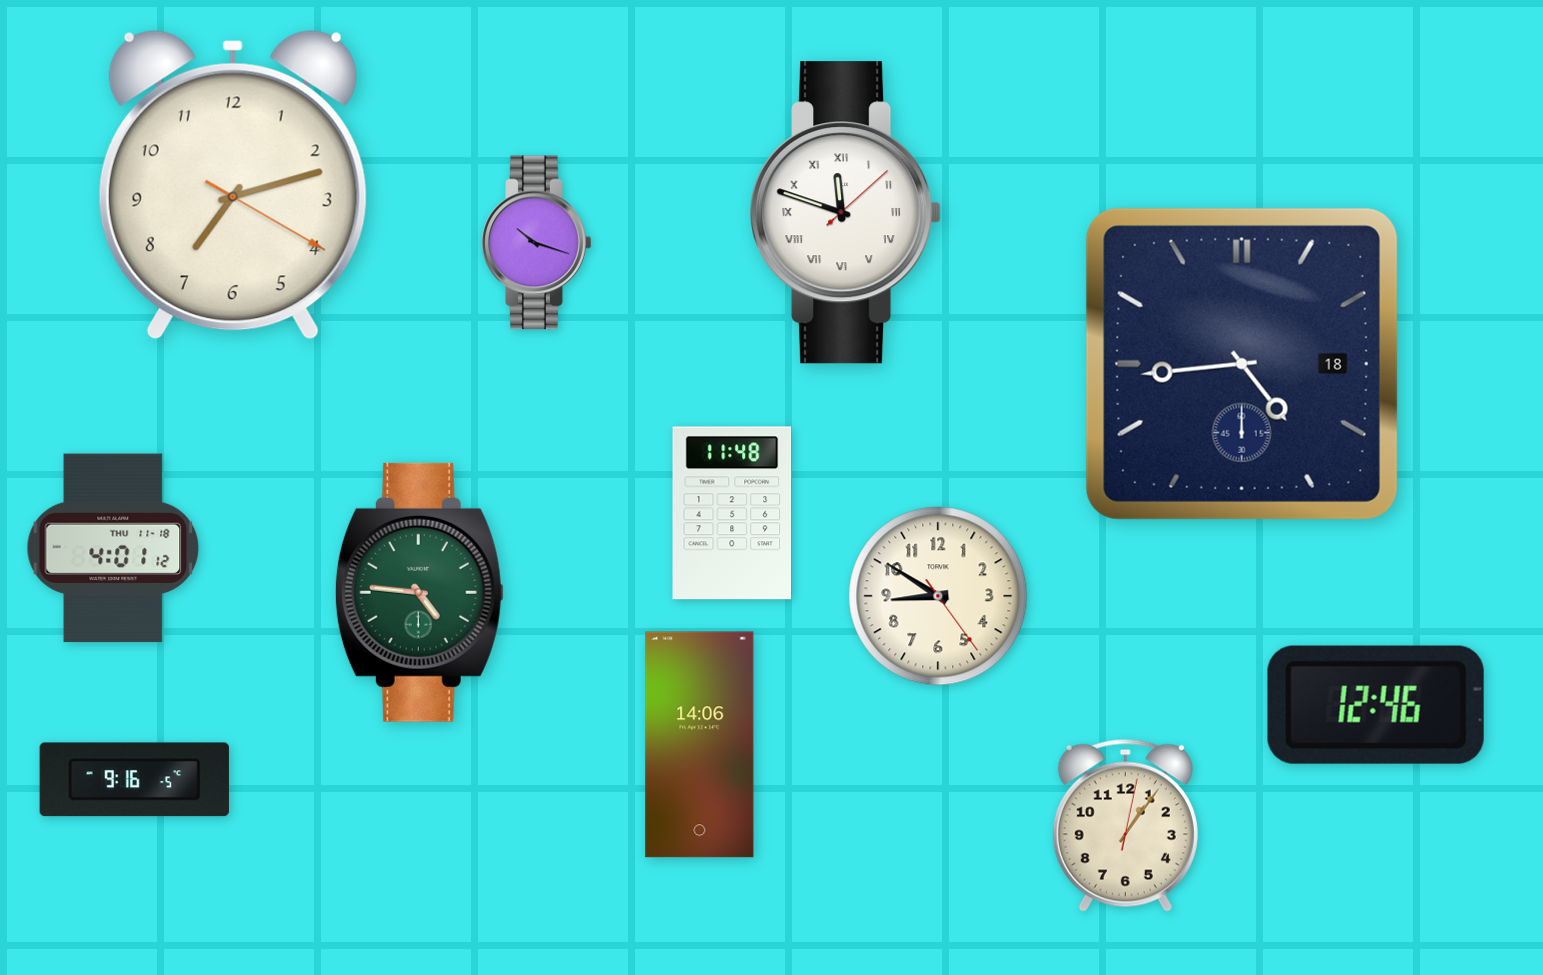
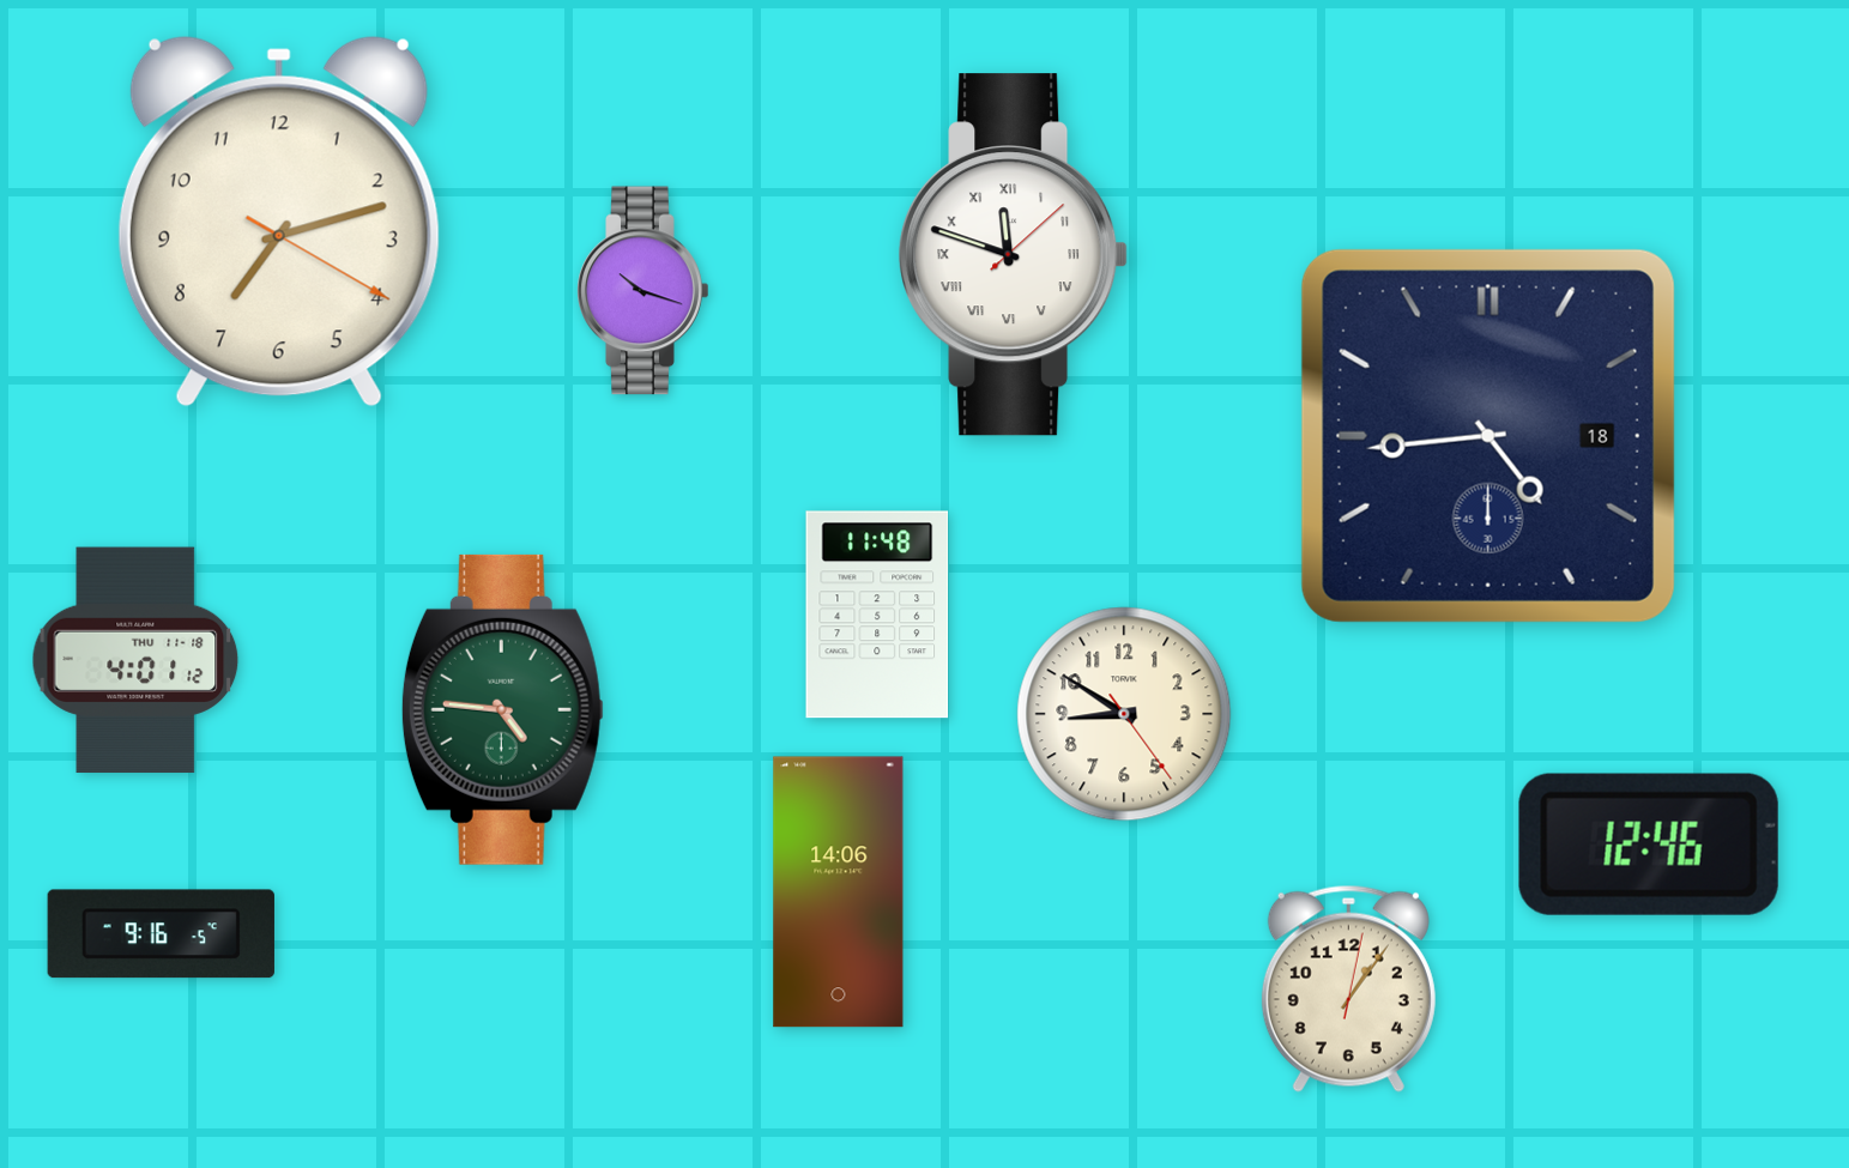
clock at (113, 548) position: (113, 548) -> (135, 660)
